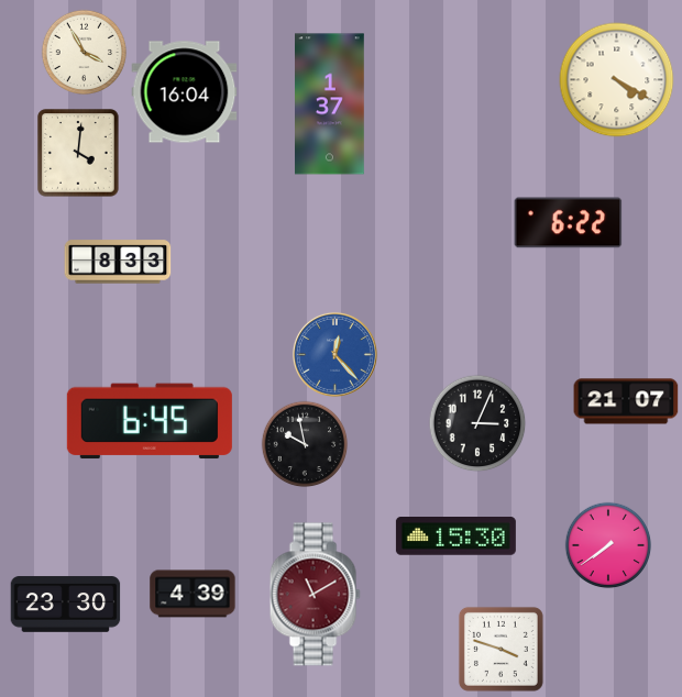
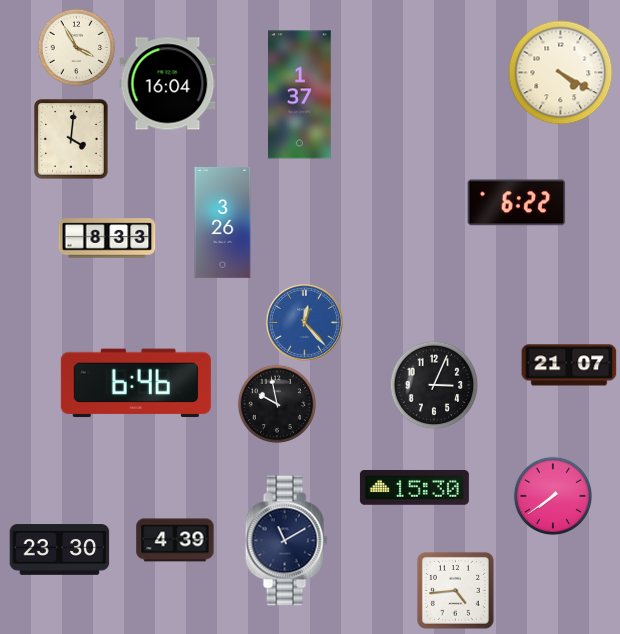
clock at (223, 223): none -> 3:26
clock at (150, 421): 6:45 -> 6:46
clock at (315, 595) dial: burgundy -> navy
clock at (501, 649): 3:48 -> 4:44
